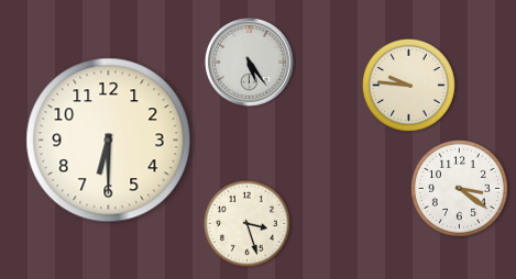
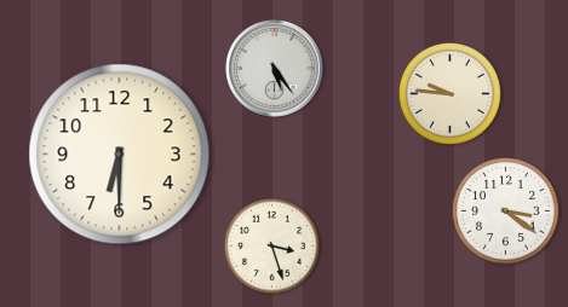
clock at (459, 188) position: (459, 188) -> (505, 210)
